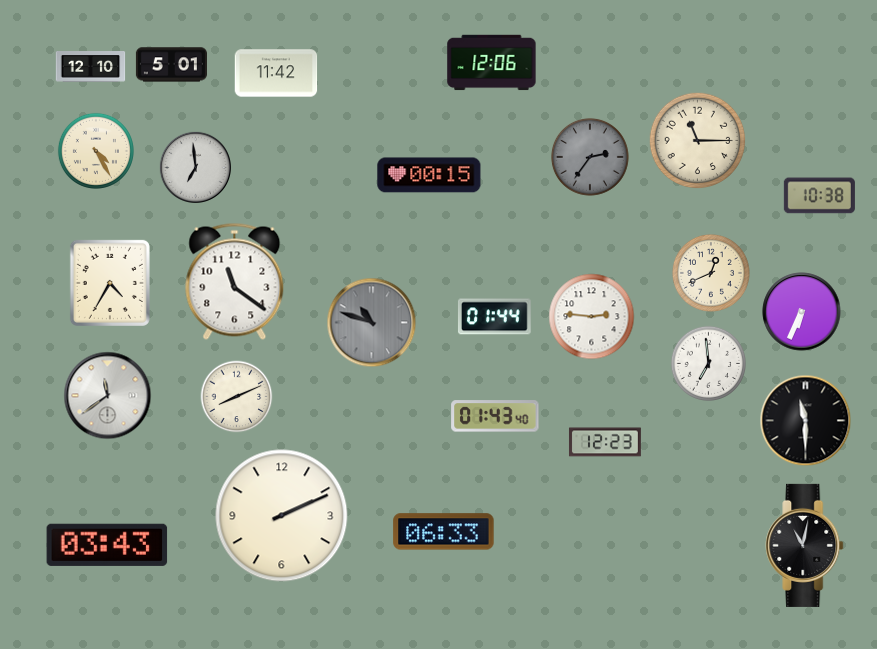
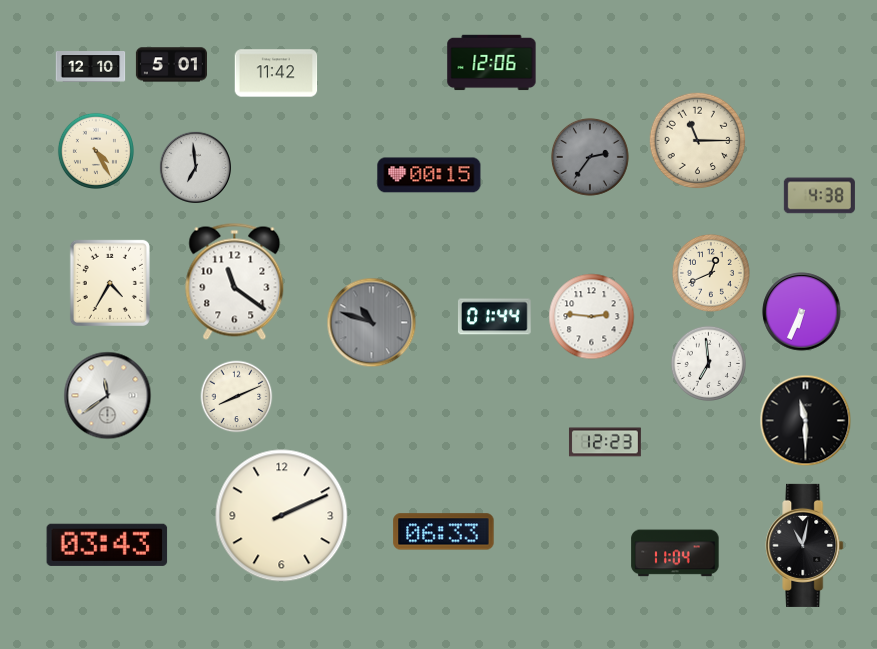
clock at (819, 196): 10:38 -> 4:38
clock at (495, 416): 01:43 -> none
clock at (675, 553): none -> 11:04
